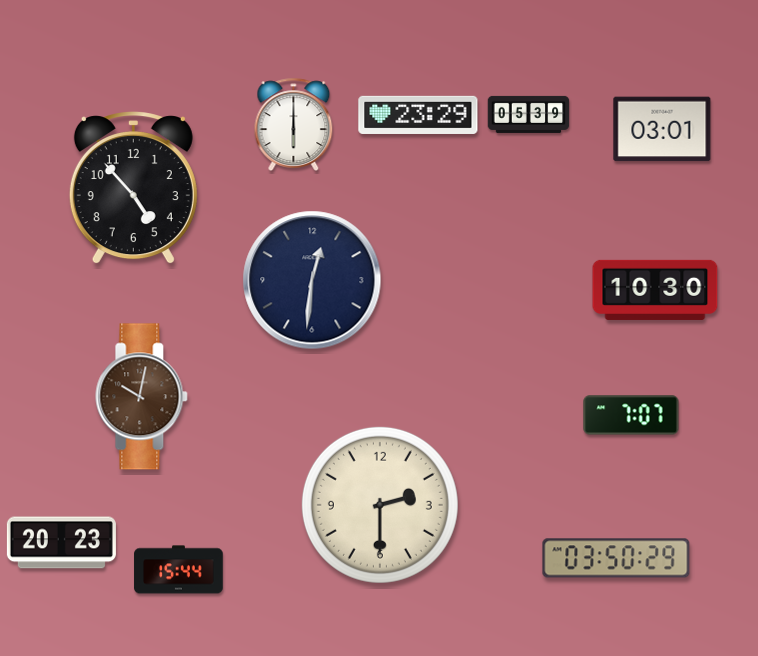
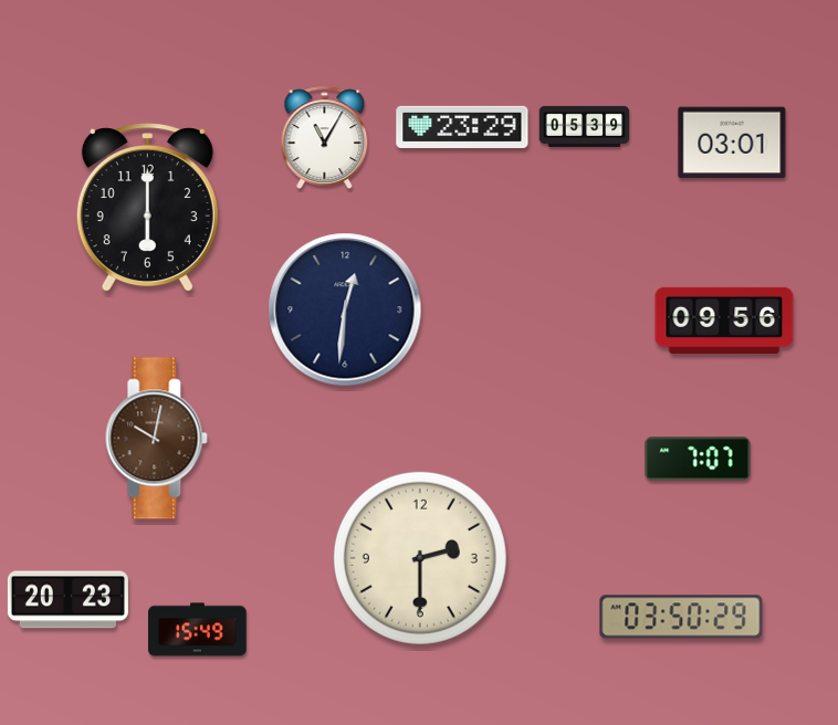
clock at (294, 124): 6:00 -> 11:05
clock at (133, 188): 4:53 -> 6:00
clock at (655, 290): 10:30 -> 09:56
clock at (179, 570): 15:44 -> 15:49
